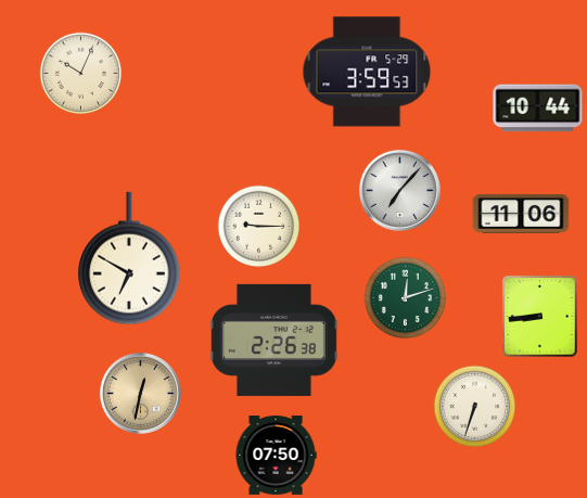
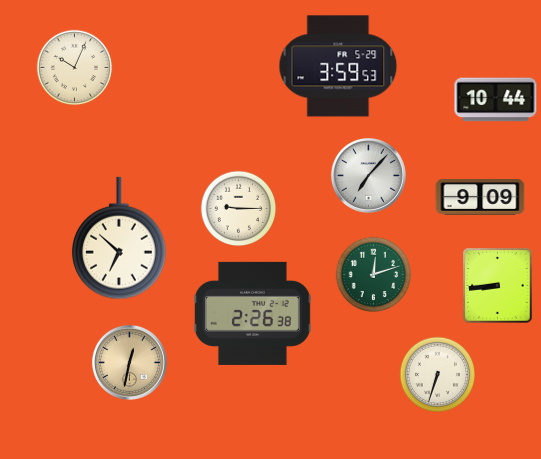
clock at (521, 215): 11:06 -> 9:09
clock at (129, 258): 6:50 -> 6:52
clock at (540, 317) position: (540, 317) -> (498, 286)
clock at (276, 456): 07:50 -> none
